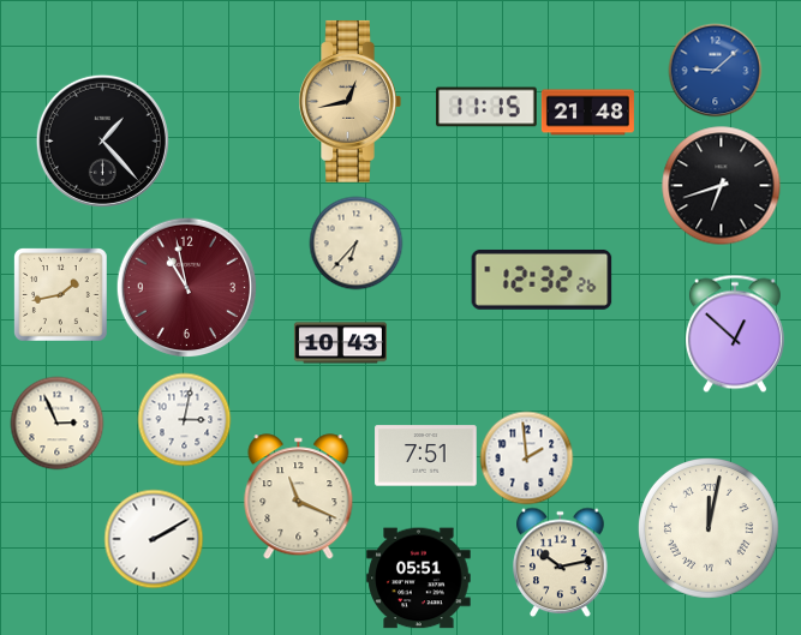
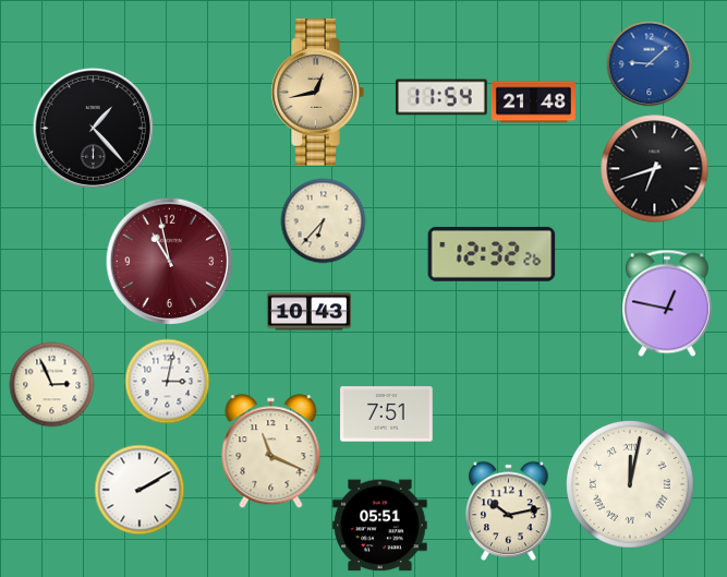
clock at (486, 107): 11:15 -> 11:54
clock at (61, 295): 1:43 -> none
clock at (735, 334): 12:52 -> 12:47
clock at (526, 457): 1:59 -> none
clock at (710, 529) position: (710, 529) -> (631, 485)
